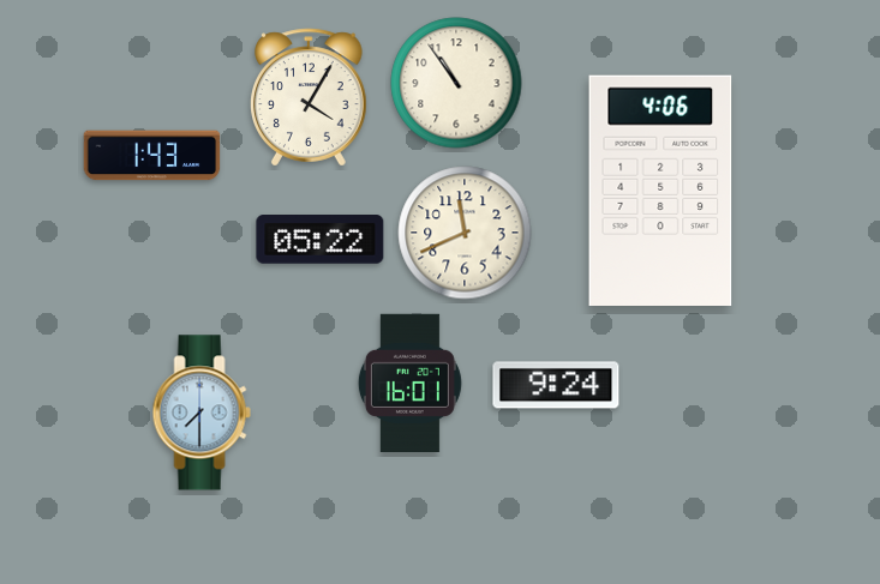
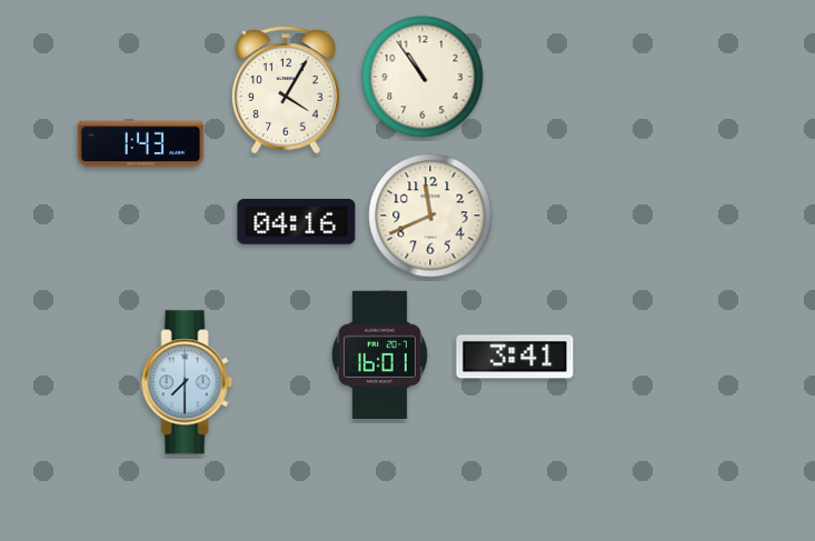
clock at (660, 189): 4:06 -> none
clock at (321, 240): 05:22 -> 04:16
clock at (556, 385): 9:24 -> 3:41
